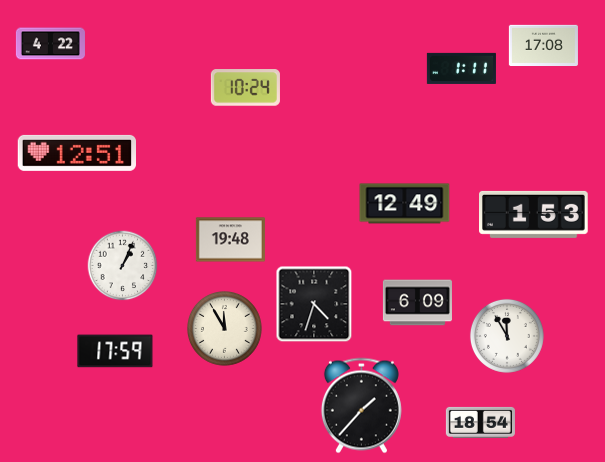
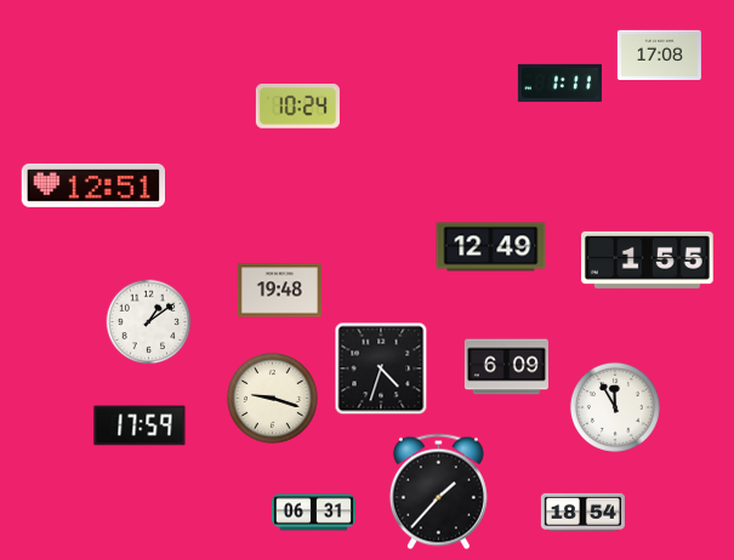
clock at (50, 44): 4:22 -> none
clock at (534, 214): 1:53 -> 1:55
clock at (123, 266): 1:04 -> 1:09
clock at (225, 329): 11:55 -> 9:18
clock at (313, 513): none -> 06:31
